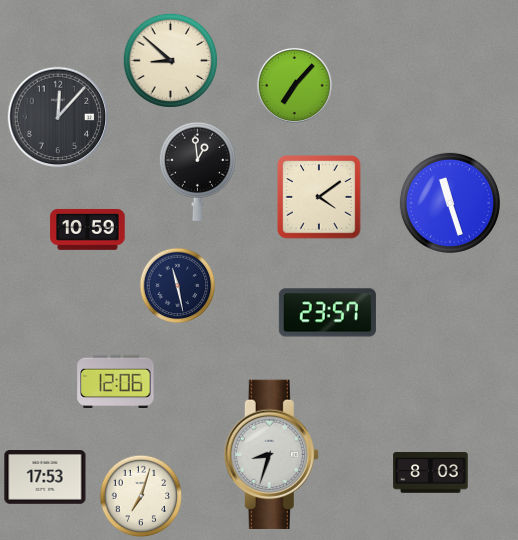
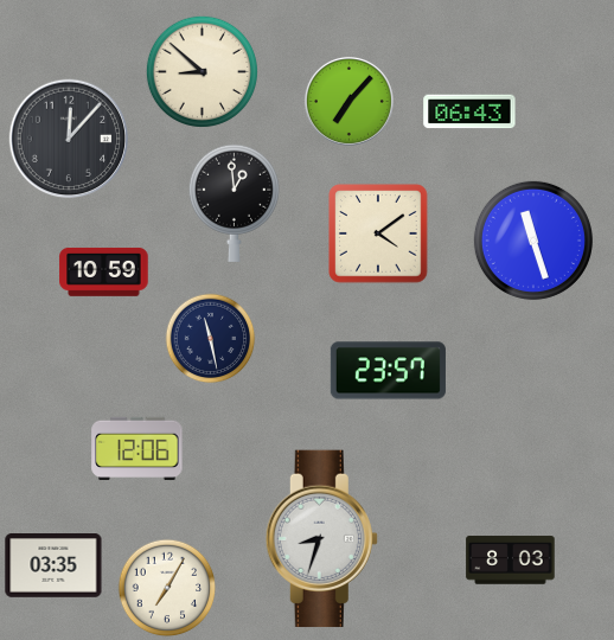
clock at (469, 111): none -> 06:43
clock at (116, 381) position: (116, 381) -> (137, 448)
clock at (45, 478): 17:53 -> 03:35
clock at (141, 496): 7:03 -> 7:05
